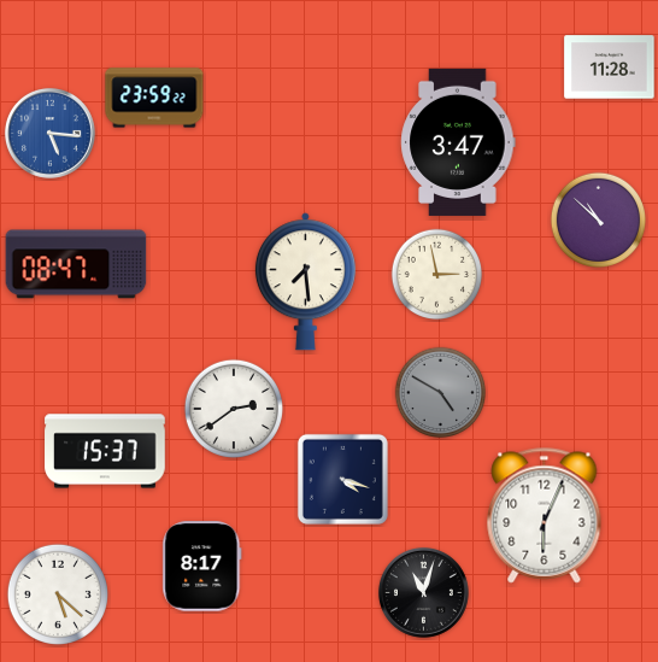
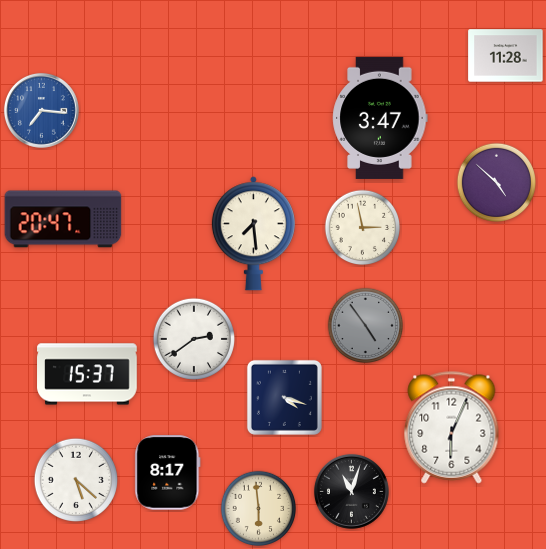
clock at (154, 98): 23:59 -> none
clock at (49, 133): 5:16 -> 7:16
clock at (598, 219): 10:52 -> 4:52
clock at (76, 264): 08:47 -> 20:47
clock at (441, 393): 4:50 -> 4:54
clock at (202, 567) position: (202, 567) -> (168, 473)
clock at (58, 594) position: (58, 594) -> (76, 480)
clock at (259, 509): none -> 5:59
